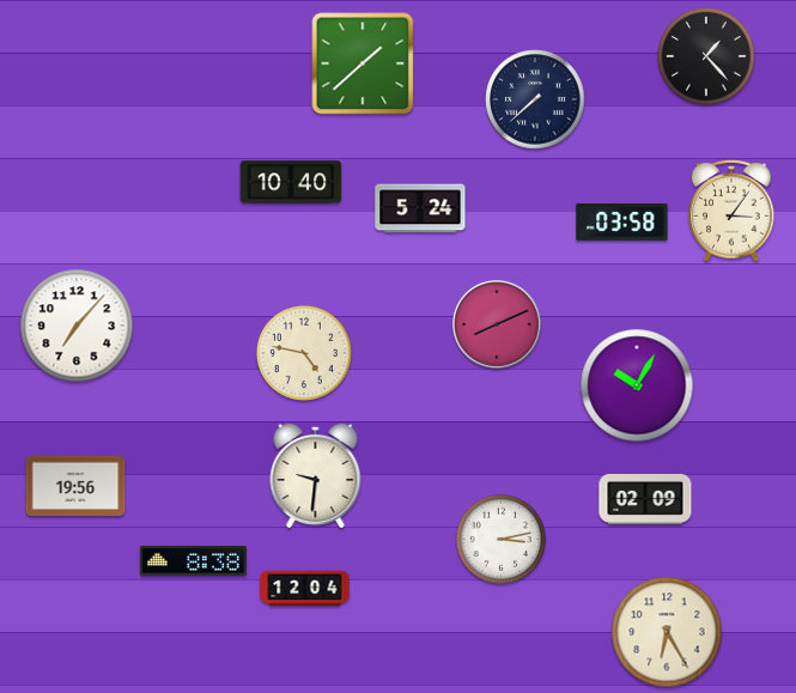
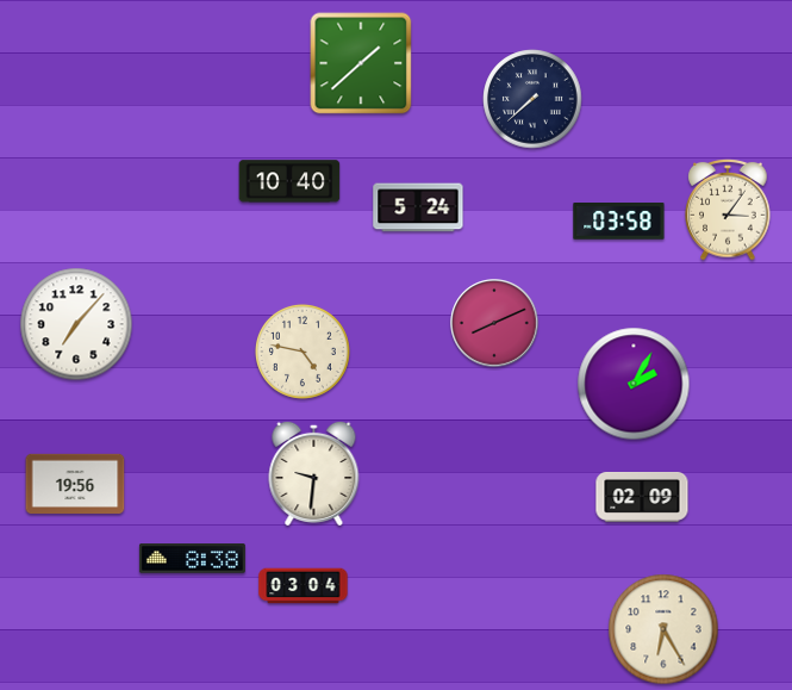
clock at (707, 57): 1:23 -> none
clock at (637, 385): 10:05 -> 2:05
clock at (500, 539): 3:13 -> none
clock at (305, 589): 12:04 -> 03:04
